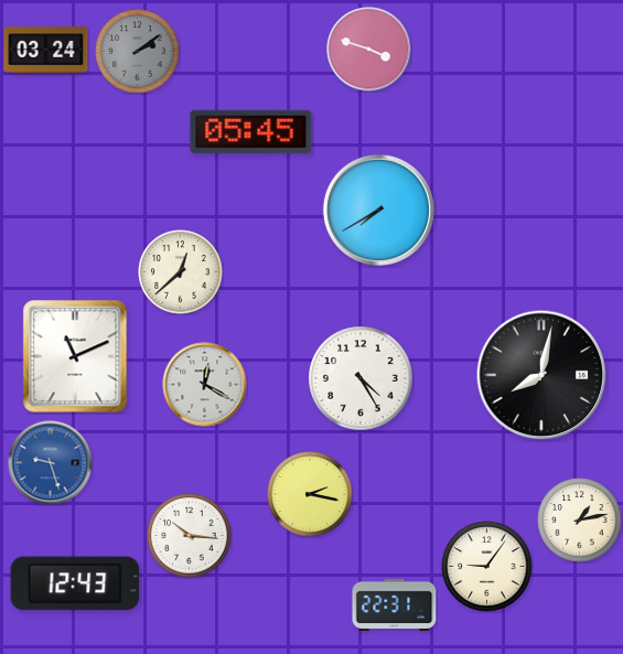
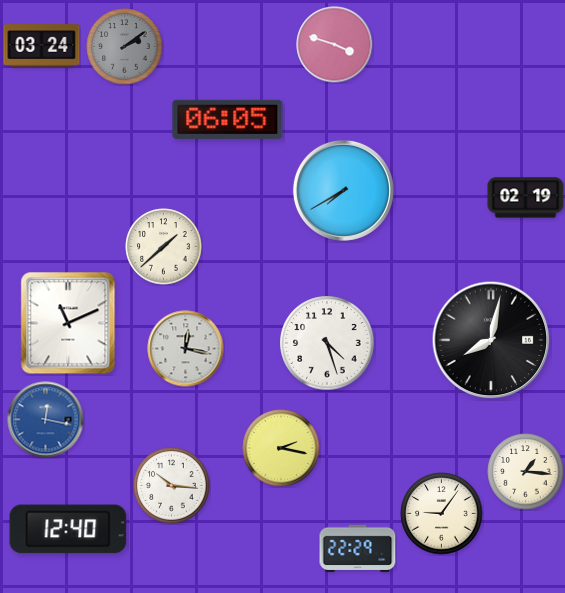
clock at (251, 131): 05:45 -> 06:05
clock at (526, 198): none -> 02:19
clock at (181, 272): 12:38 -> 1:38
clock at (361, 378): 4:25 -> 4:27
clock at (205, 385): 12:20 -> 12:17
clock at (51, 463): 9:27 -> 12:17
clock at (580, 521): 1:13 -> 1:16
clock at (75, 583): 12:43 -> 12:40
clock at (395, 604): 22:31 -> 22:29
